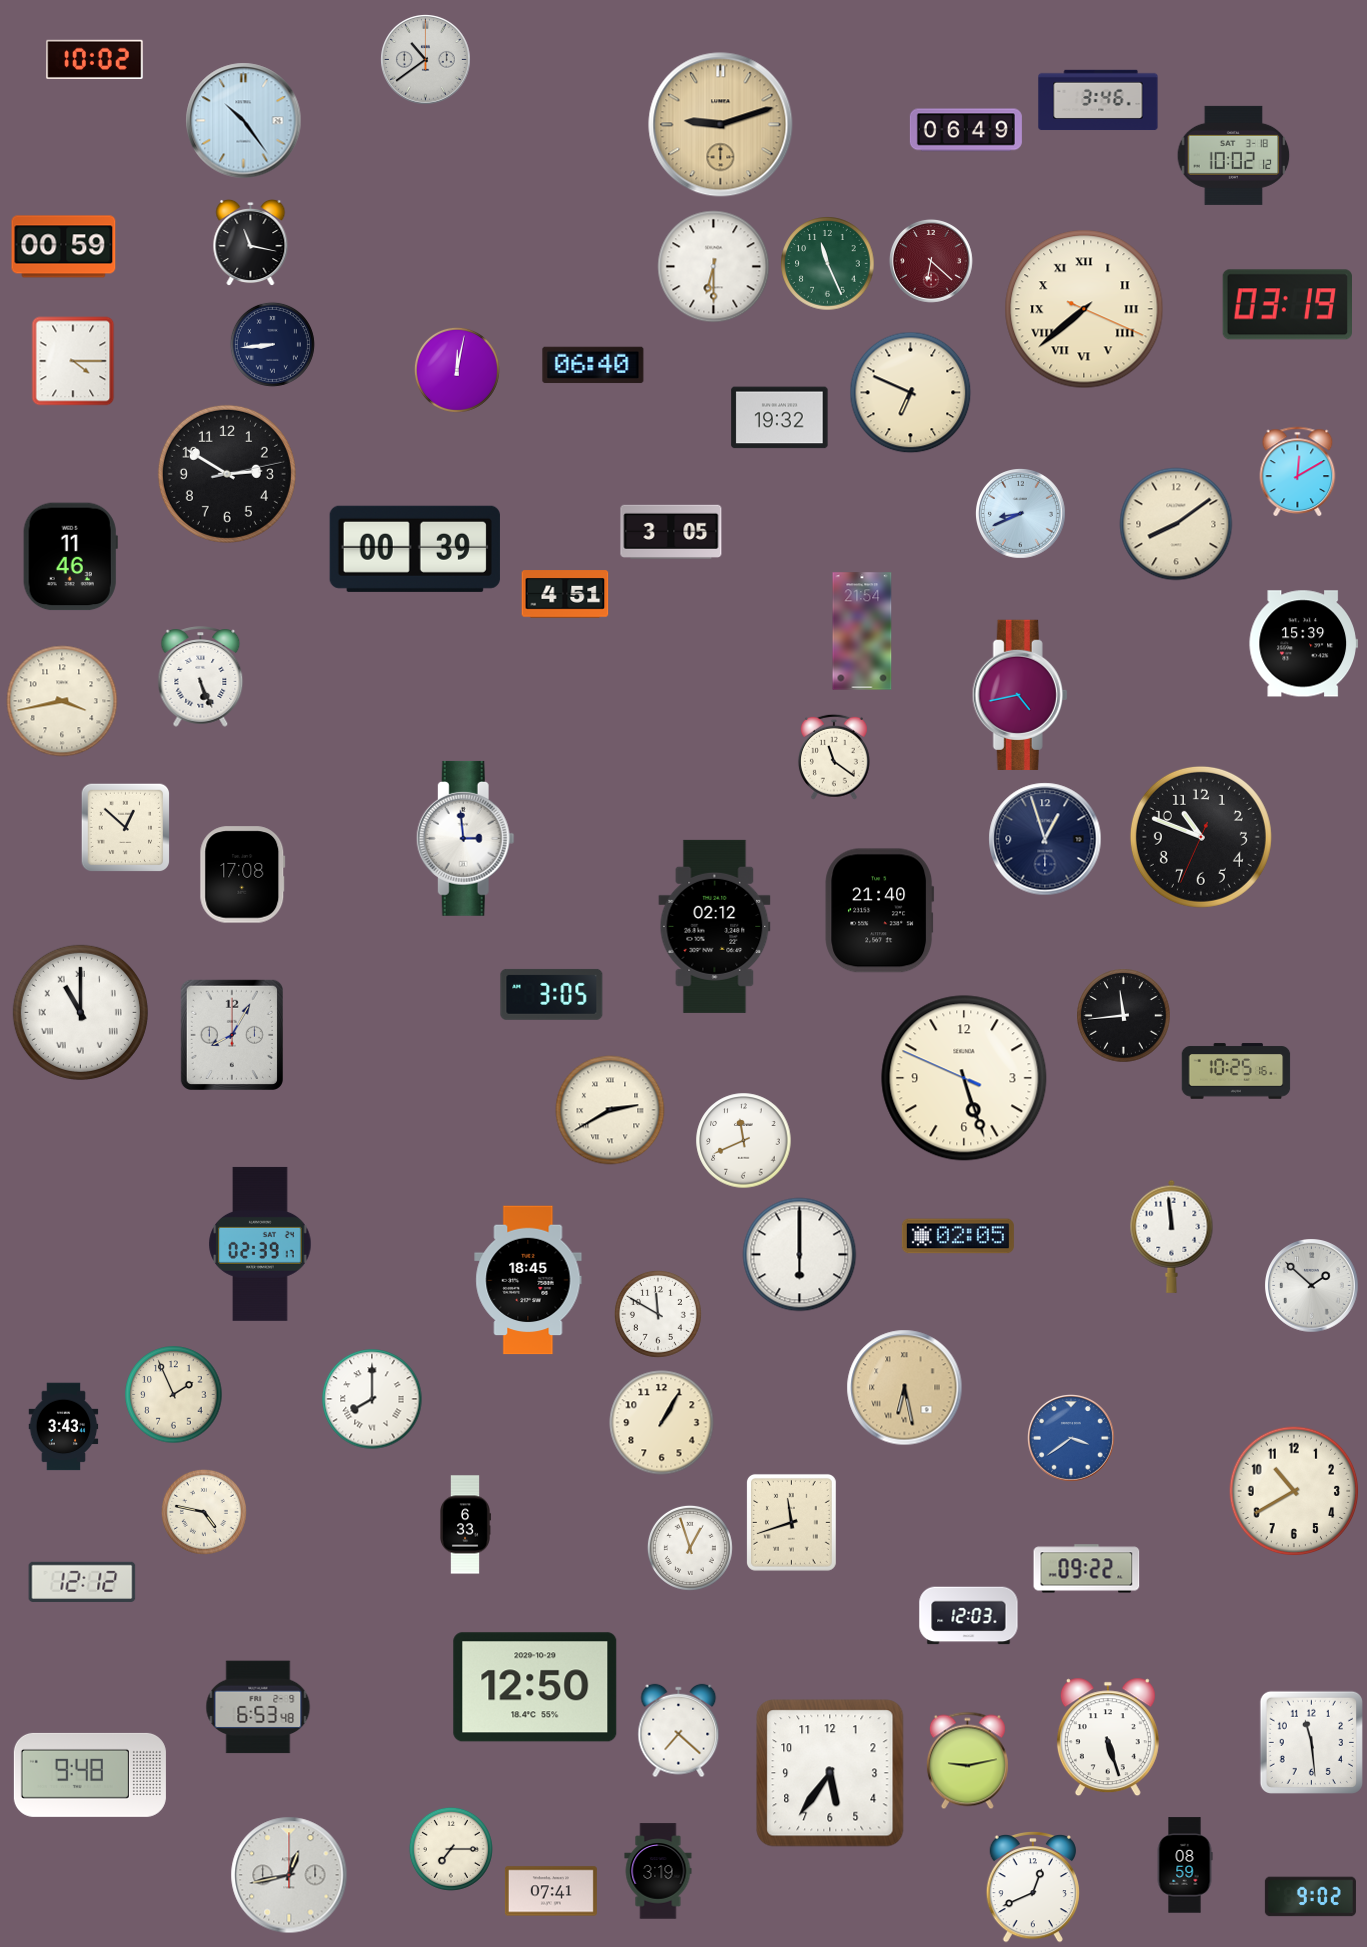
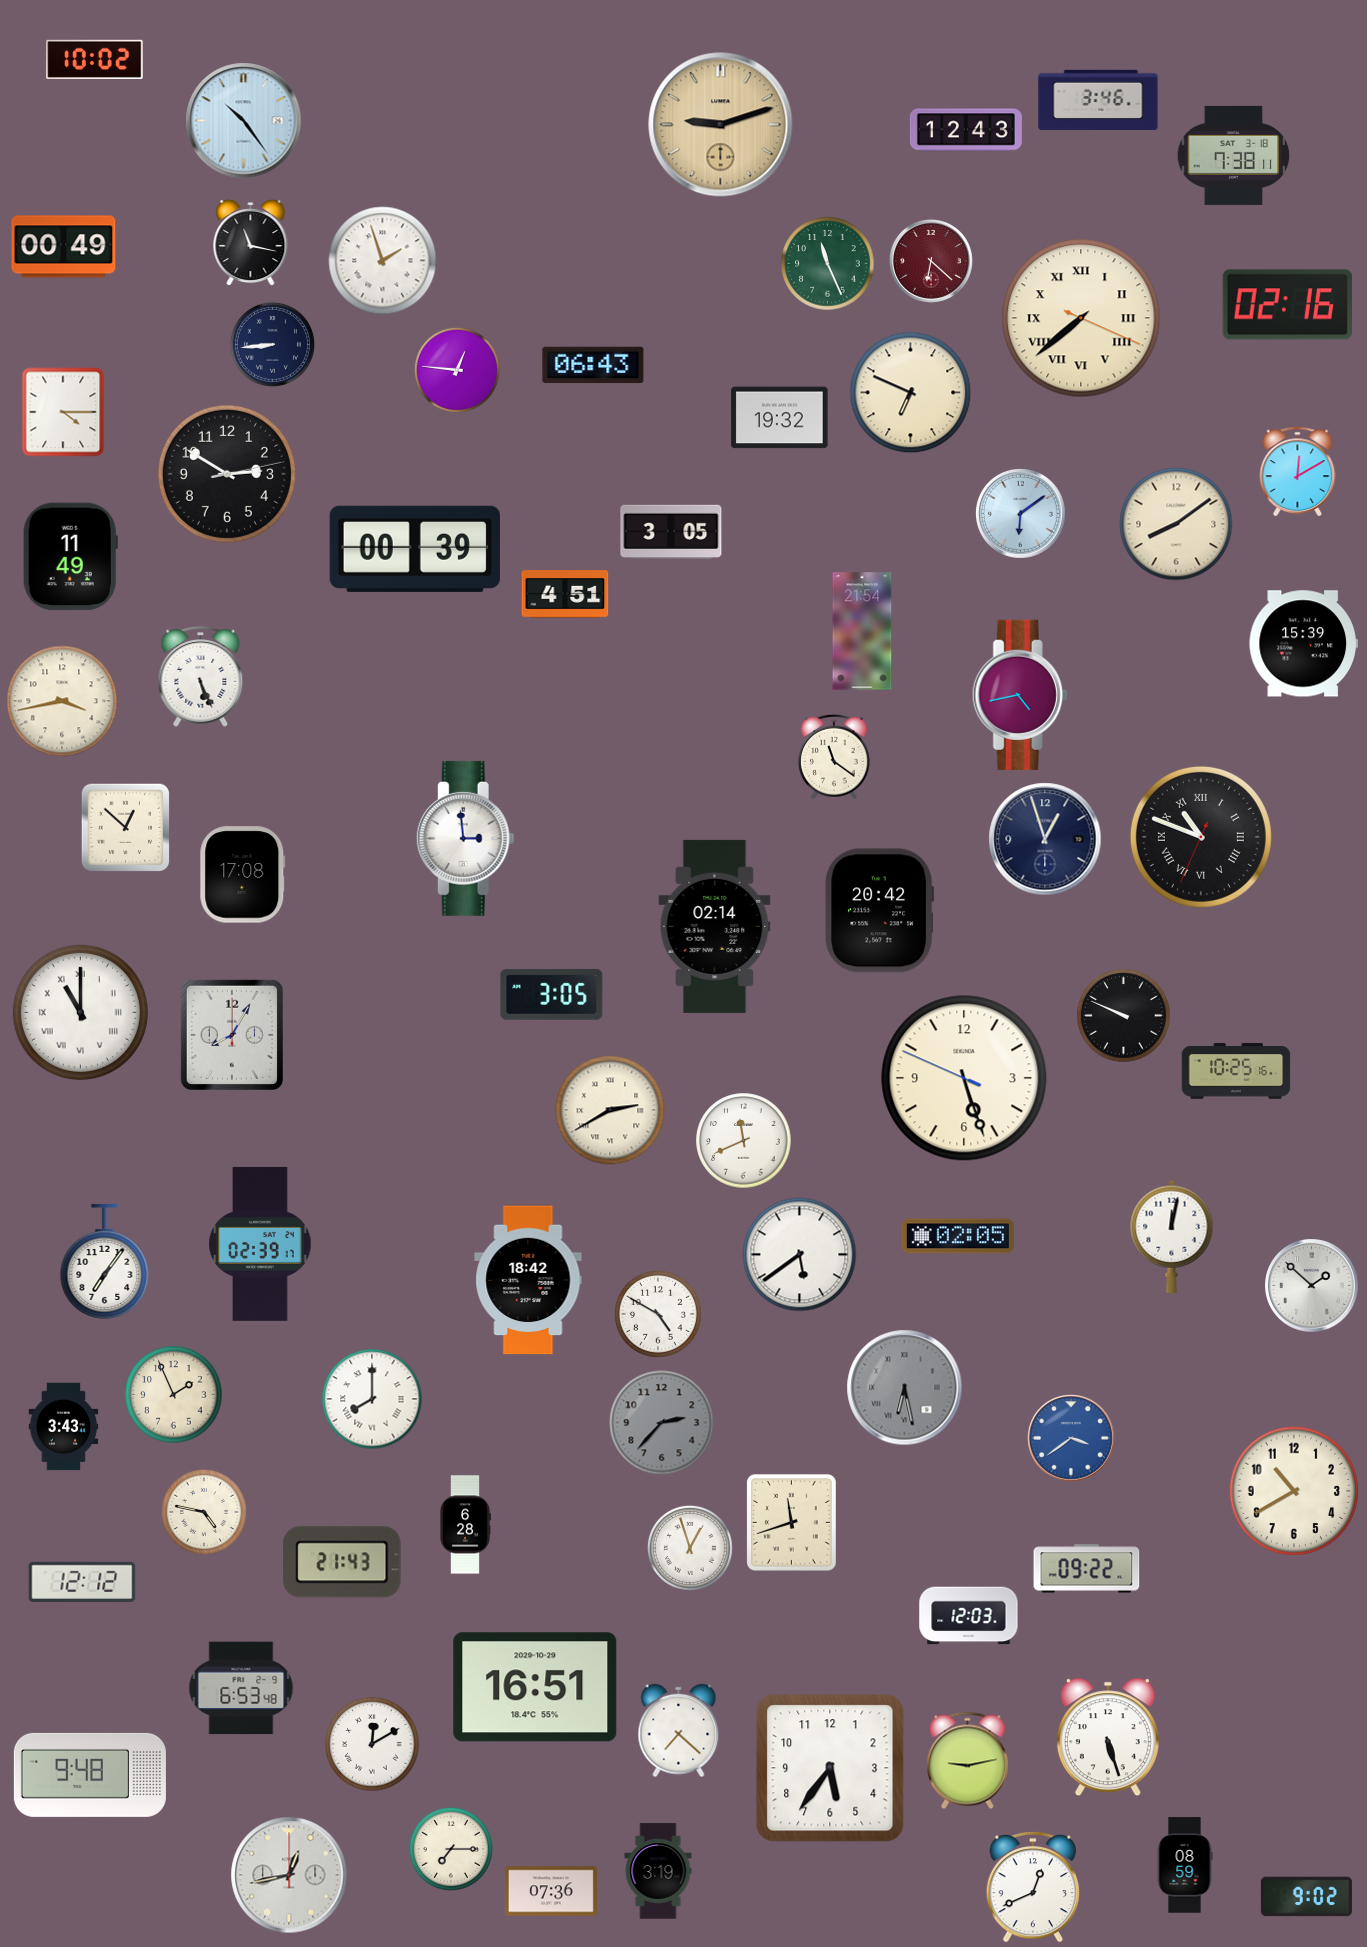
clock at (426, 60): 10:39 -> none
clock at (966, 130): 06:49 -> 12:43
clock at (1234, 155): 10:02 -> 7:38
clock at (64, 247): 00:59 -> 00:49
clock at (383, 261): none -> 1:57
clock at (714, 267): 6:30 -> none
clock at (1287, 305): 03:19 -> 02:16
clock at (1084, 309) position: (1084, 309) -> (1081, 318)
clock at (73, 361) position: (73, 361) -> (63, 412)
clock at (593, 365): 06:40 -> 06:43
clock at (457, 370): 12:02 -> 12:46
clock at (1021, 514): 8:41 -> 6:09
clock at (70, 557): 11:46 -> 11:49
clock at (1201, 837) numerals: Arabic -> Roman
clock at (880, 911): 21:40 -> 20:42
clock at (715, 926): 02:12 -> 02:14
clock at (1124, 1016): 11:44 -> 9:49
clock at (1172, 1236): 11:59 -> 12:02
clock at (800, 1255): 6:00 -> 5:39
clock at (105, 1262): none -> 7:06
clock at (528, 1280): 18:45 -> 18:42
clock at (658, 1314): 11:50 -> 4:50
clock at (905, 1388) dial: champagne -> grey
clock at (662, 1423): 1:05 -> 2:37
clock at (662, 1423) dial: cream -> grey
clock at (466, 1525): 6:33 -> 6:28
clock at (342, 1562): none -> 21:43
clock at (535, 1687): 12:50 -> 16:51
clock at (258, 1707) position: (258, 1707) -> (241, 1688)
clock at (1311, 1742): 11:29 -> none
clock at (372, 1744): none -> 12:10
clock at (830, 1773) position: (830, 1773) -> (830, 1768)
clock at (551, 1891): 07:41 -> 07:36
clock at (1310, 1897) position: (1310, 1897) -> (1306, 1897)
